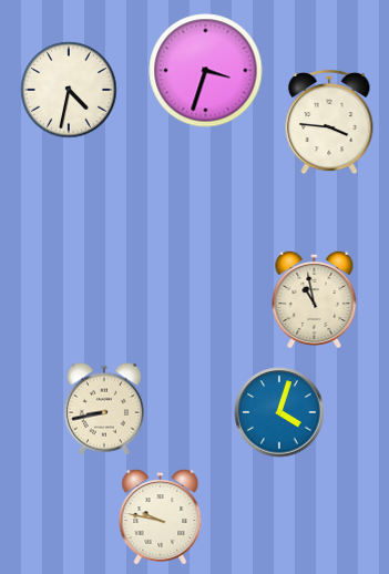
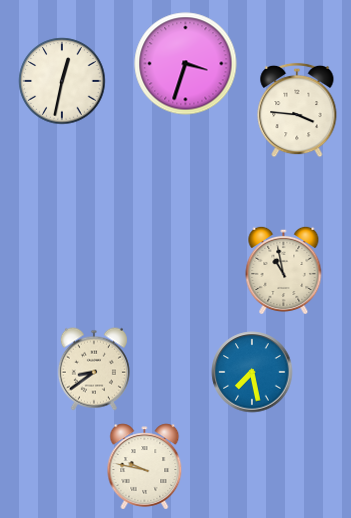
clock at (69, 90): 4:32 -> 12:32
clock at (104, 409): 8:43 -> 8:39
clock at (279, 412): 4:03 -> 7:28
